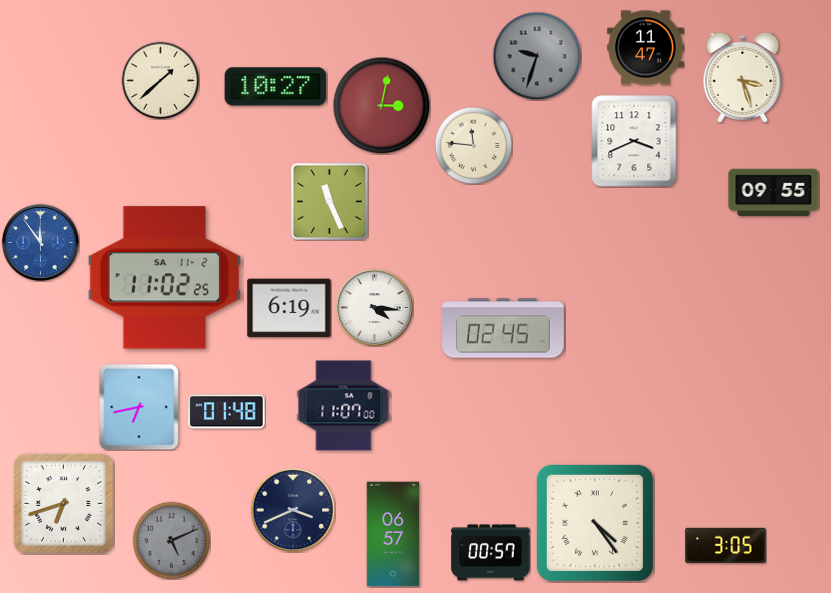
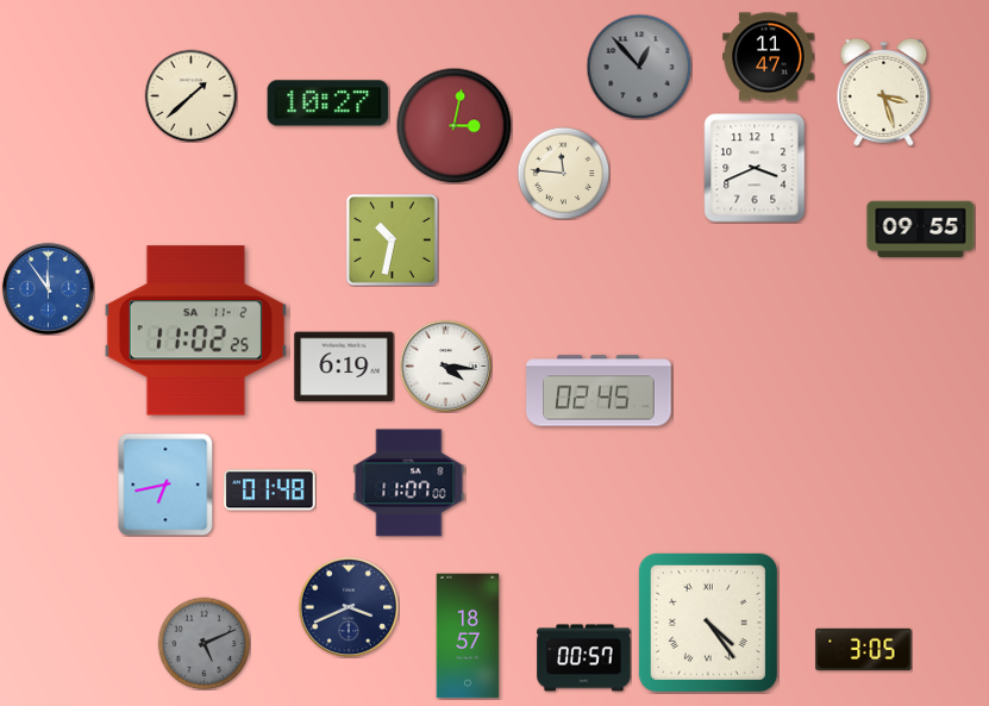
clock at (537, 56): 9:33 -> 12:53
clock at (329, 201): 11:26 -> 10:32
clock at (63, 503): 6:42 -> none
clock at (393, 534): 06:57 -> 18:57
